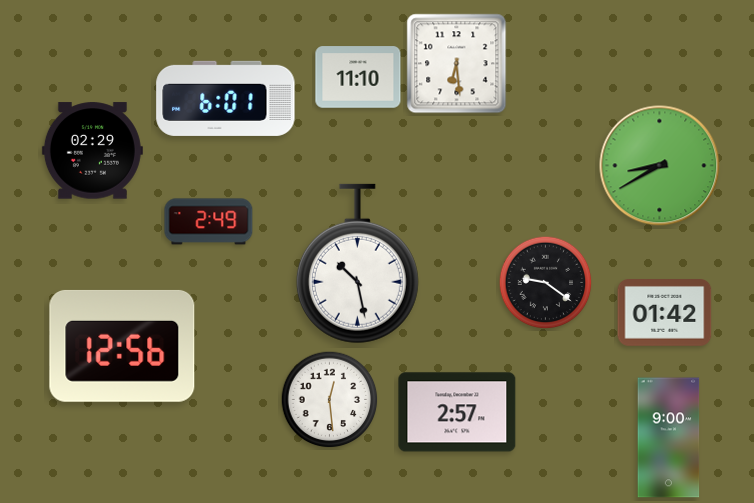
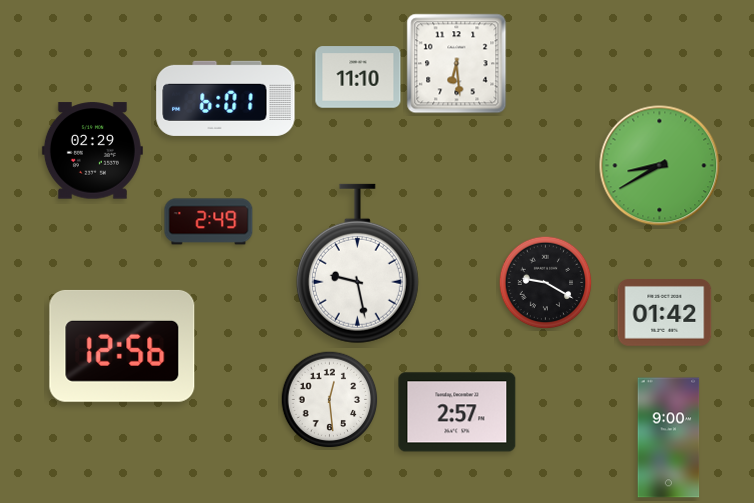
clock at (357, 264): 10:28 -> 9:28
clock at (546, 283): 9:21 -> 9:20
